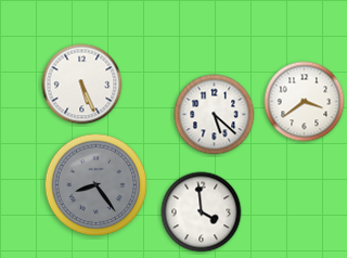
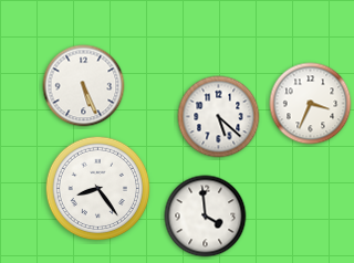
clock at (305, 102): 3:39 -> 3:34
clock at (97, 185) dial: grey -> white
